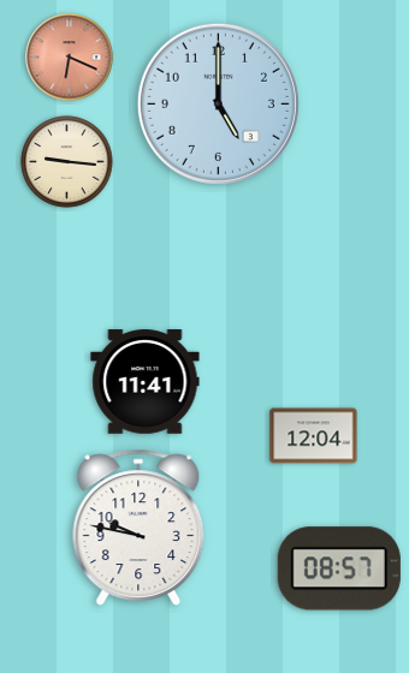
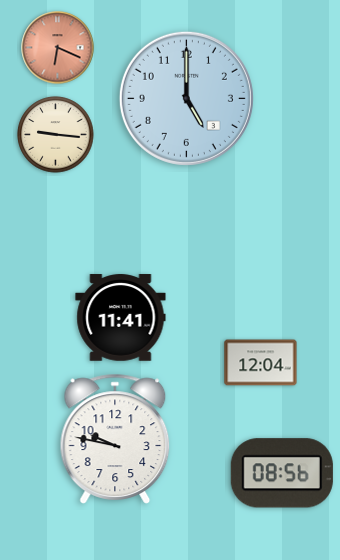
clock at (218, 103) position: (218, 103) -> (186, 98)
clock at (339, 568): 08:57 -> 08:56
